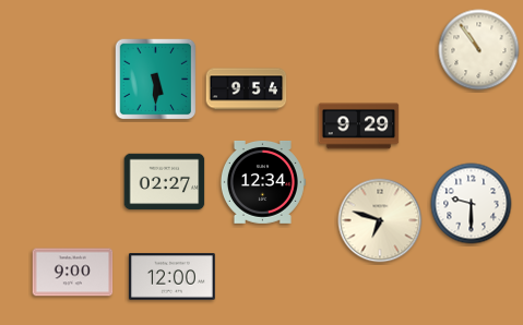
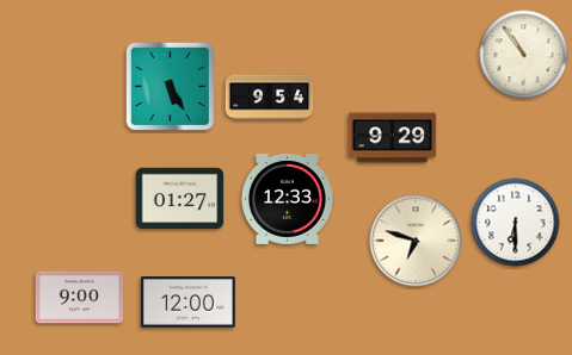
clock at (156, 80): 5:30 -> 5:25
clock at (165, 182): 02:27 -> 01:27
clock at (262, 182): 12:34 -> 12:33
clock at (472, 204): 9:30 -> 6:30
